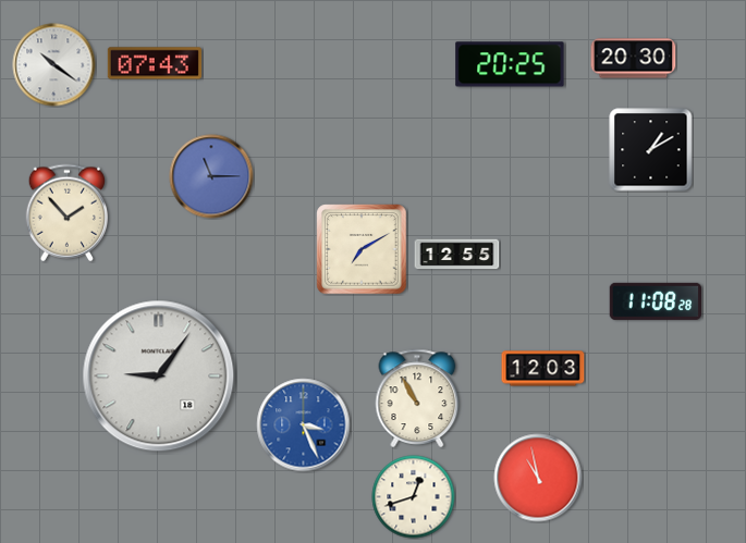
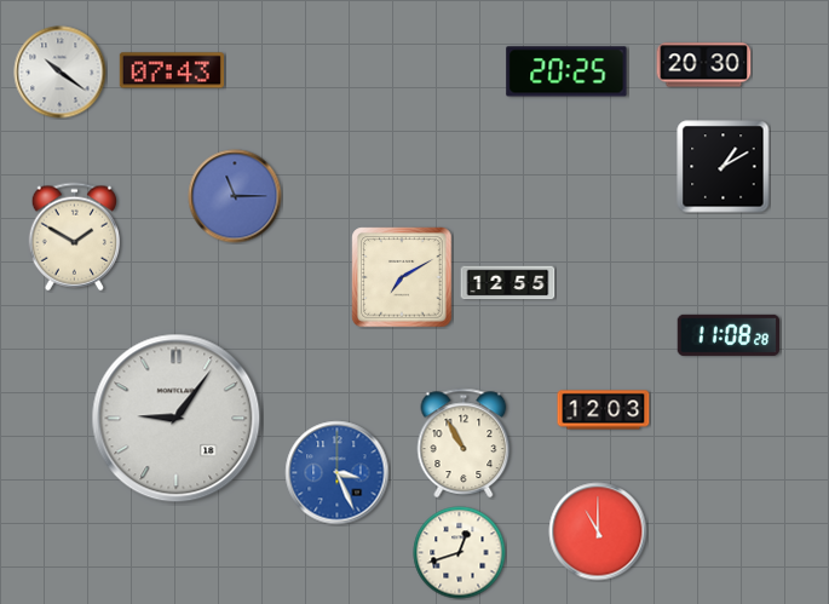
clock at (66, 213): 1:53 -> 1:50
clock at (538, 478): 10:58 -> 11:00
